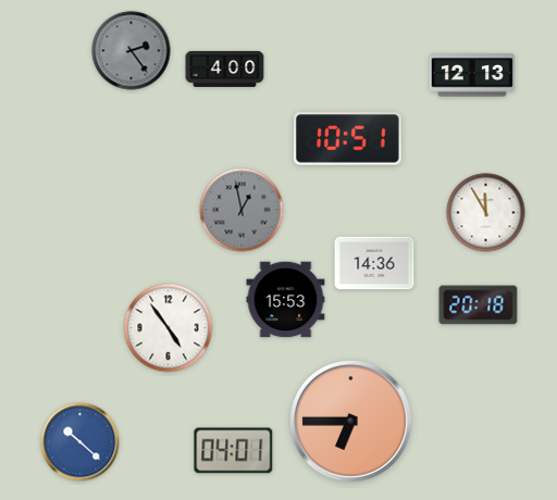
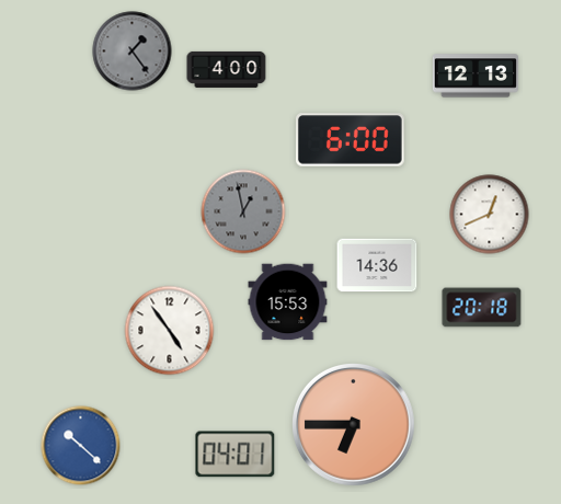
clock at (132, 51): 2:24 -> 1:24
clock at (348, 139): 10:51 -> 6:00
clock at (486, 213): 11:55 -> 12:41
